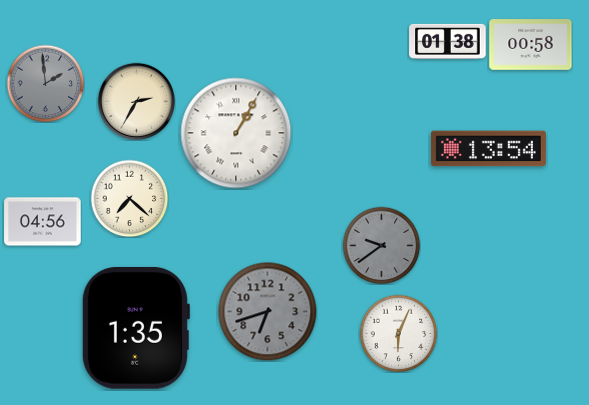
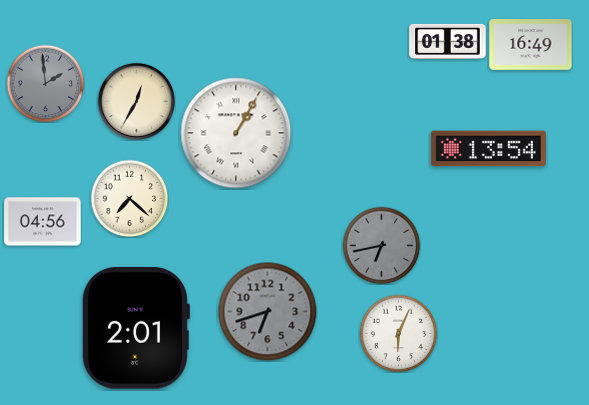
clock at (531, 45): 00:58 -> 16:49
clock at (136, 101): 2:35 -> 12:35
clock at (381, 245): 9:39 -> 6:43
clock at (135, 328): 1:35 -> 2:01
